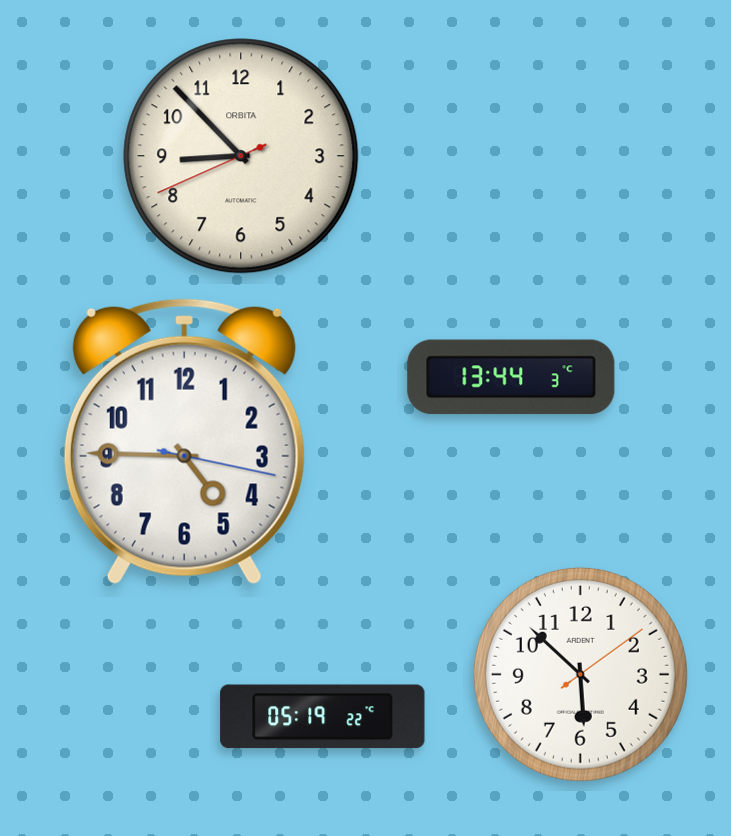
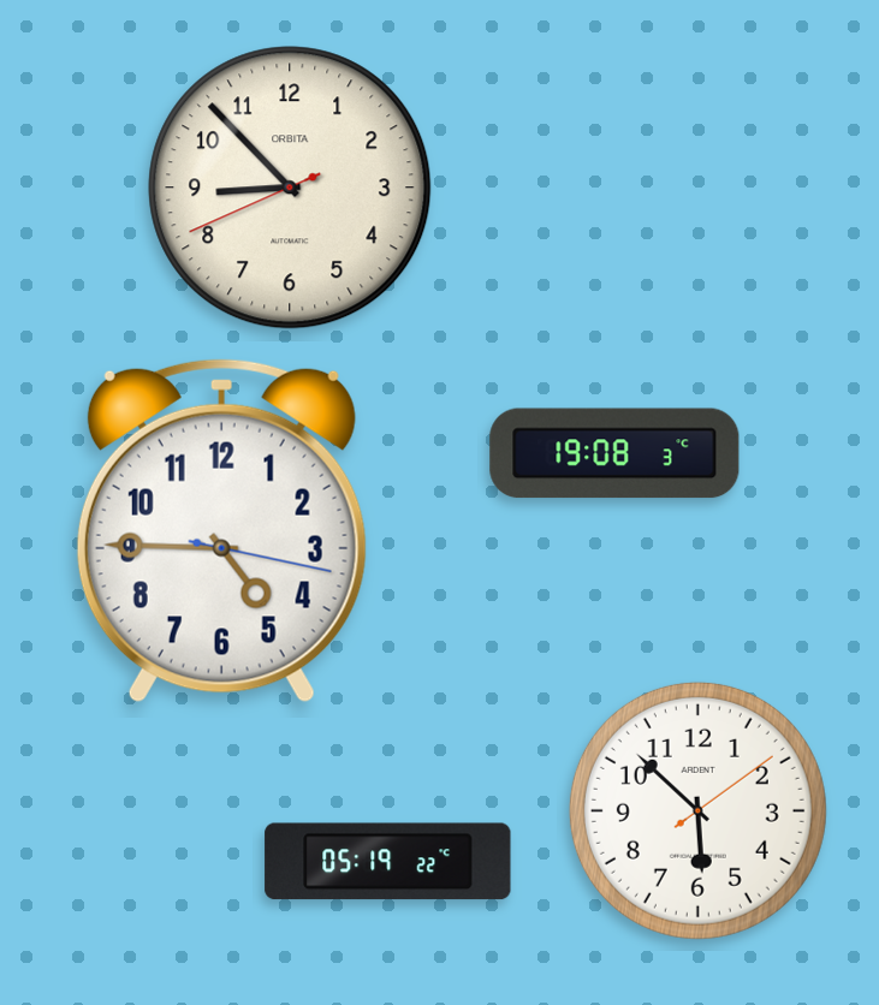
clock at (511, 377): 13:44 -> 19:08
